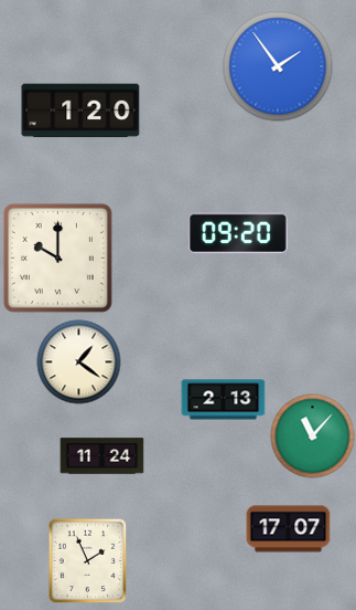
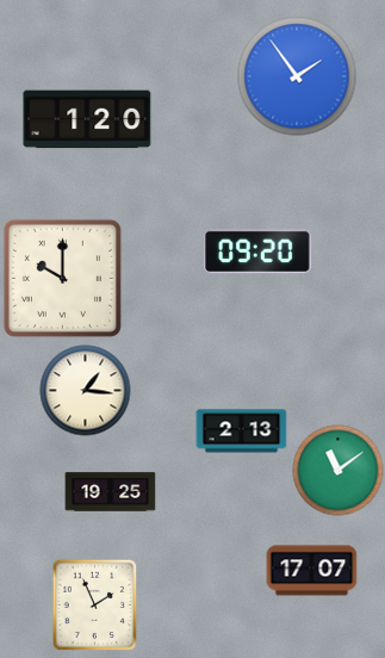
clock at (278, 66) position: (278, 66) -> (297, 76)
clock at (79, 362): 1:21 -> 1:16
clock at (313, 437): 11:07 -> 11:09
clock at (103, 456): 11:24 -> 19:25
